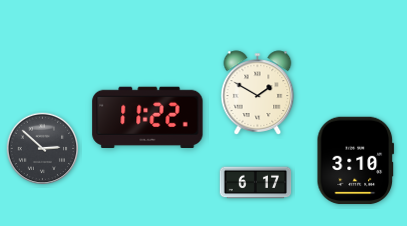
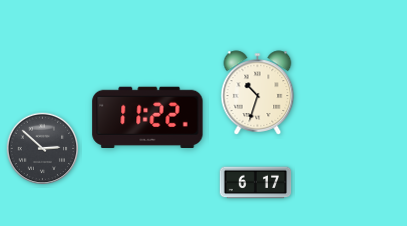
clock at (258, 93): 1:50 -> 10:33
clock at (355, 161): 3:10 -> none
